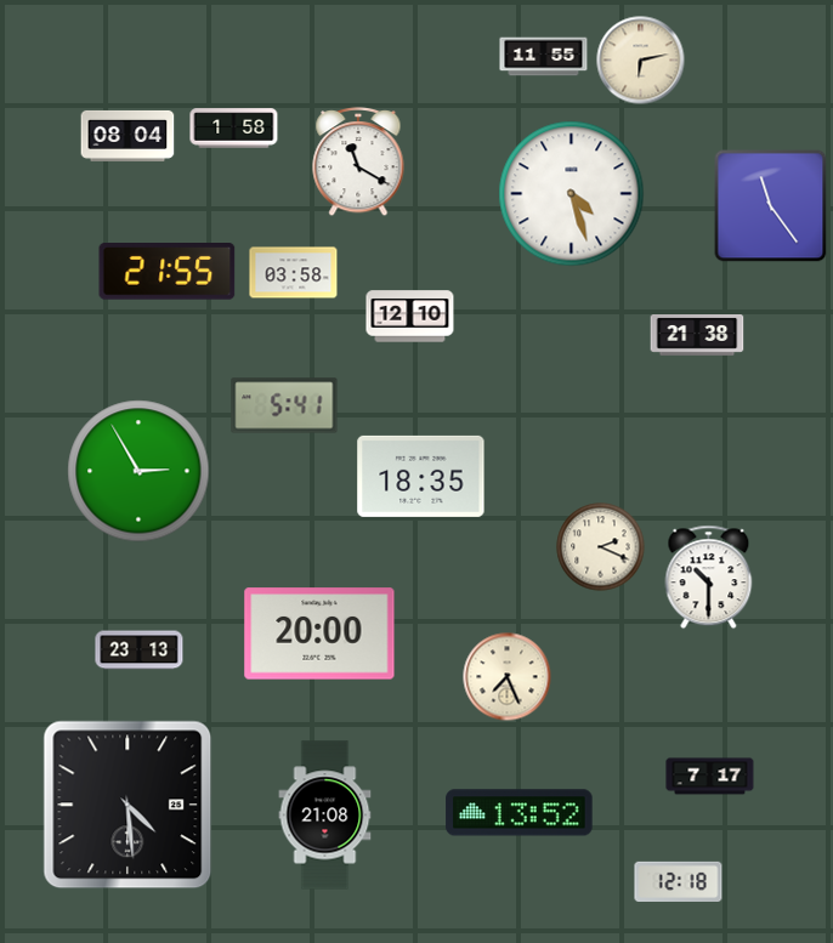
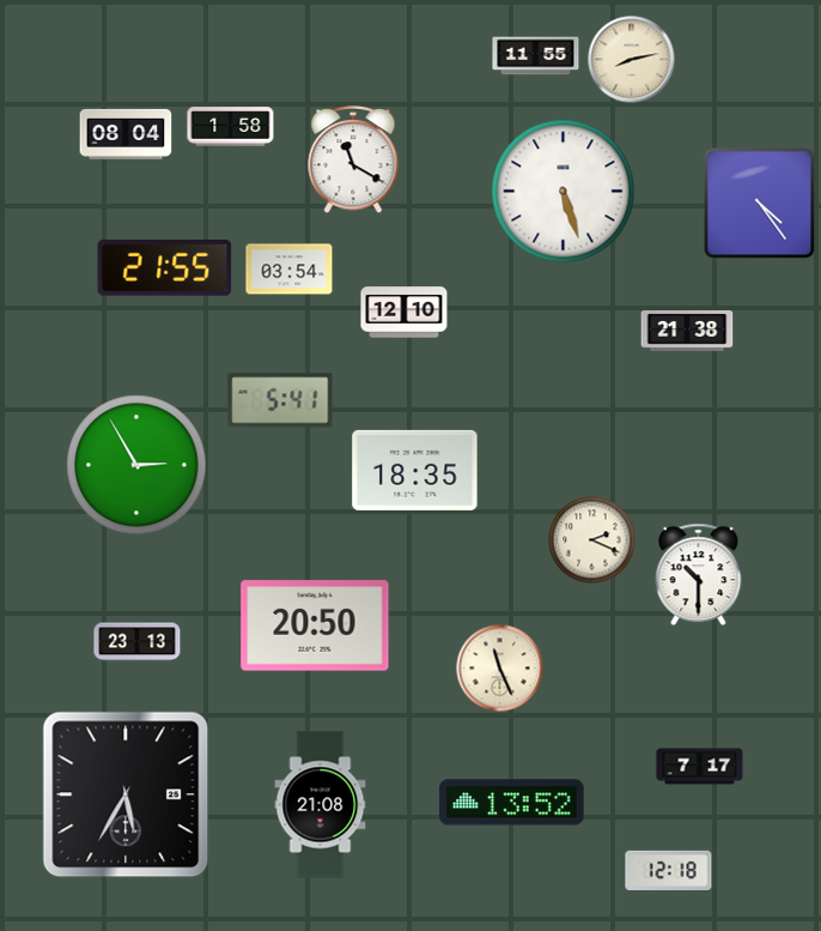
clock at (641, 61): 6:13 -> 8:13
clock at (572, 194): 4:27 -> 5:27
clock at (771, 206): 11:24 -> 4:24
clock at (294, 273): 03:58 -> 03:54
clock at (709, 578) position: (709, 578) -> (699, 575)
clock at (319, 634): 20:00 -> 20:50
clock at (508, 677): 7:26 -> 11:26
clock at (127, 805): 4:29 -> 5:35
